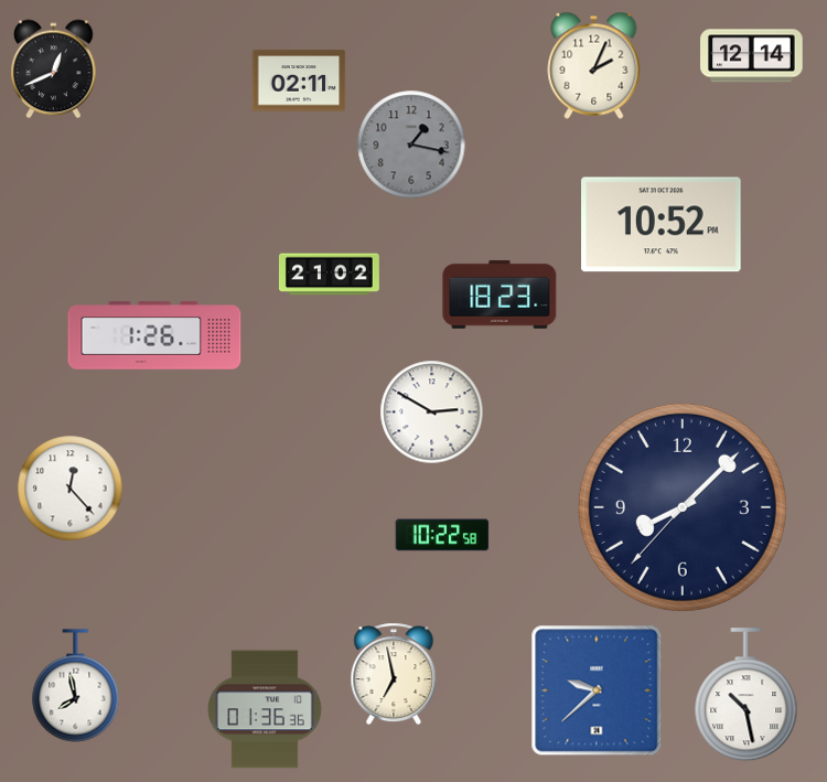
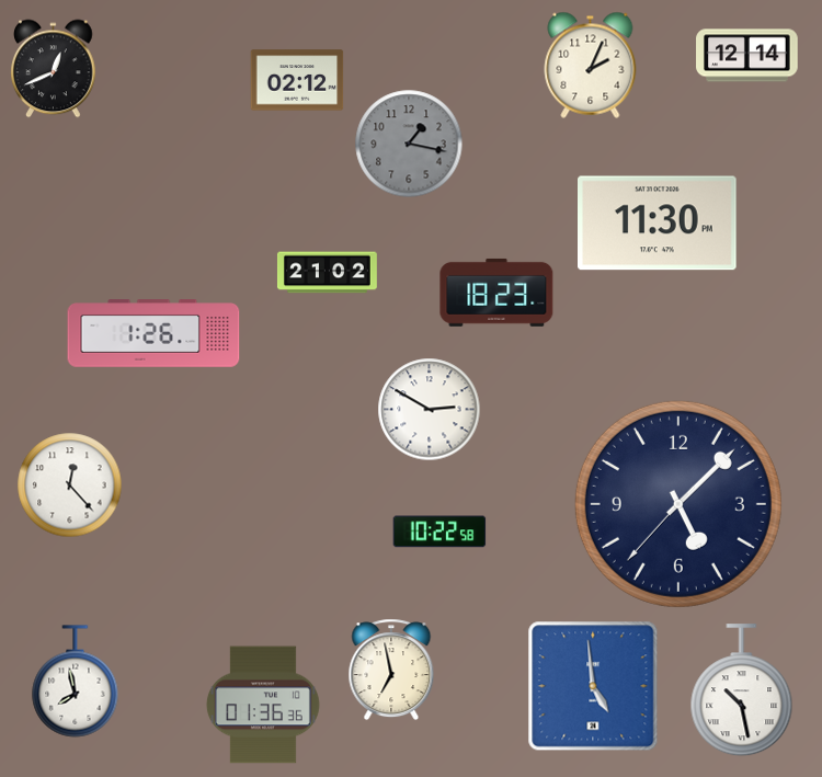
clock at (299, 81): 02:11 -> 02:12
clock at (662, 225): 10:52 -> 11:30
clock at (683, 507): 8:07 -> 5:07
clock at (597, 690): 9:38 -> 4:59
